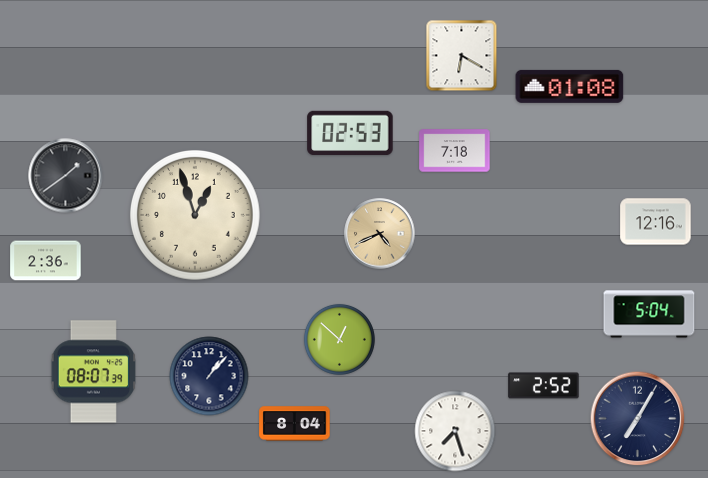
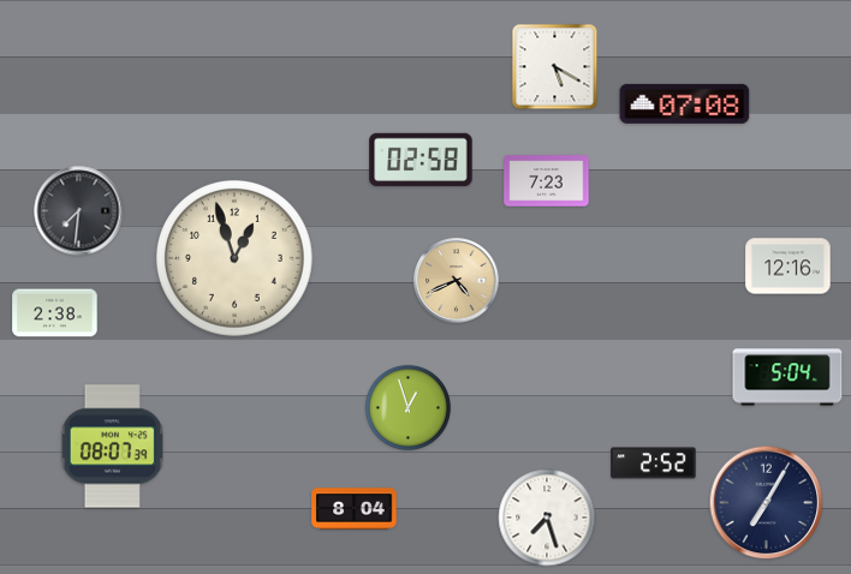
clock at (462, 56): 6:20 -> 5:20
clock at (570, 86): 01:08 -> 07:08
clock at (350, 133): 02:53 -> 02:58
clock at (455, 151): 7:18 -> 7:23
clock at (66, 176): 1:39 -> 7:31
clock at (46, 261): 2:36 -> 2:38
clock at (649, 314) position: (649, 314) -> (787, 377)
clock at (339, 339): 12:52 -> 12:57
clock at (209, 376): 1:07 -> none
